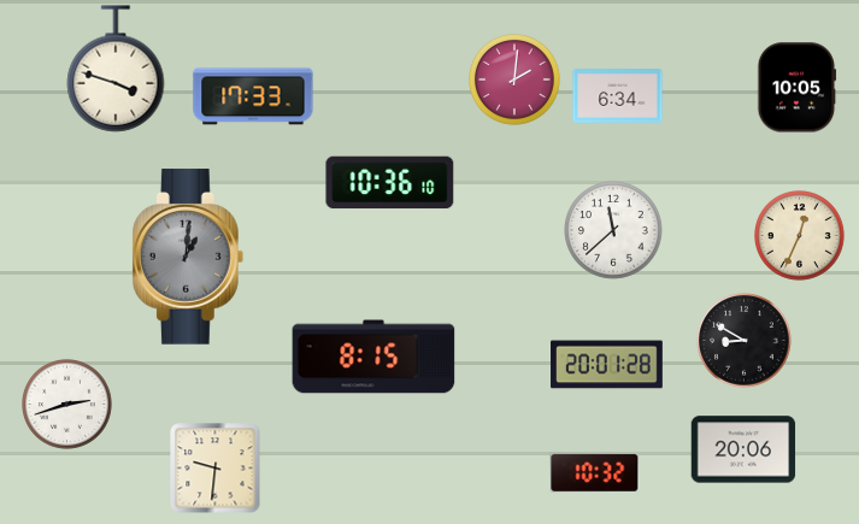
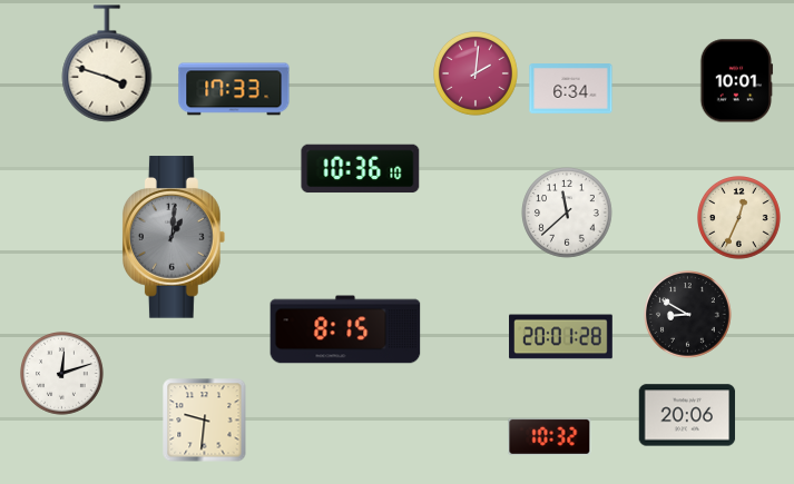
clock at (798, 88): 10:05 -> 10:01
clock at (67, 405): 2:42 -> 12:12
clock at (216, 469) position: (216, 469) -> (205, 421)
